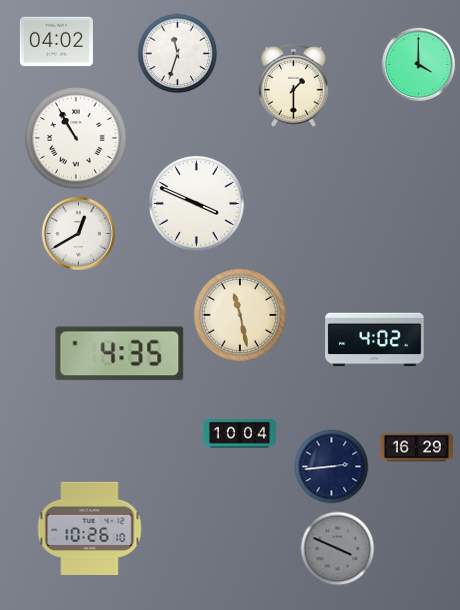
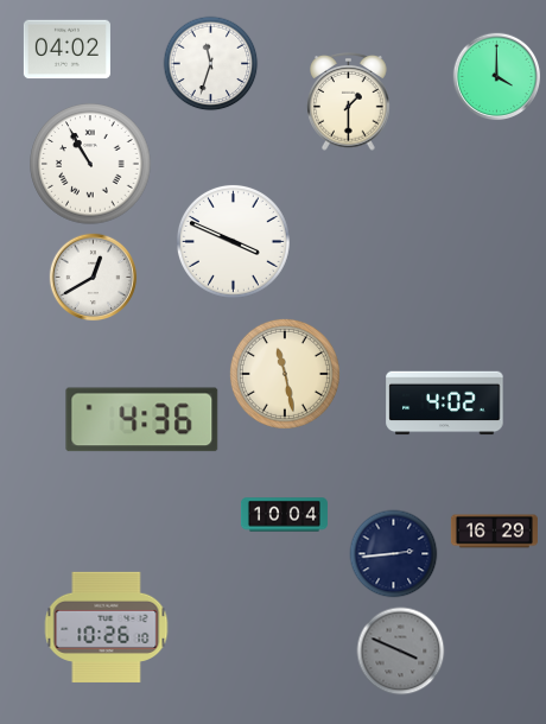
clock at (120, 354): 4:35 -> 4:36
